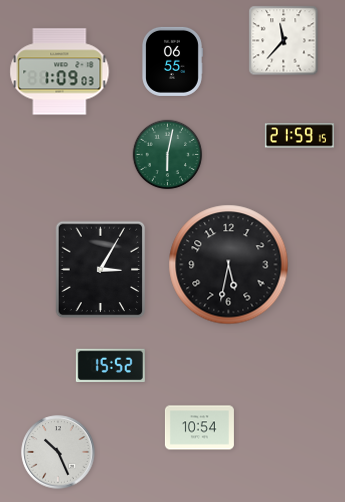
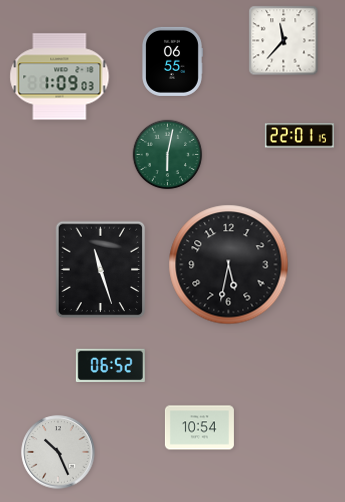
clock at (60, 72) position: (60, 72) -> (60, 77)
clock at (299, 136): 21:59 -> 22:01
clock at (101, 270): 3:05 -> 11:27
clock at (110, 366): 15:52 -> 06:52
